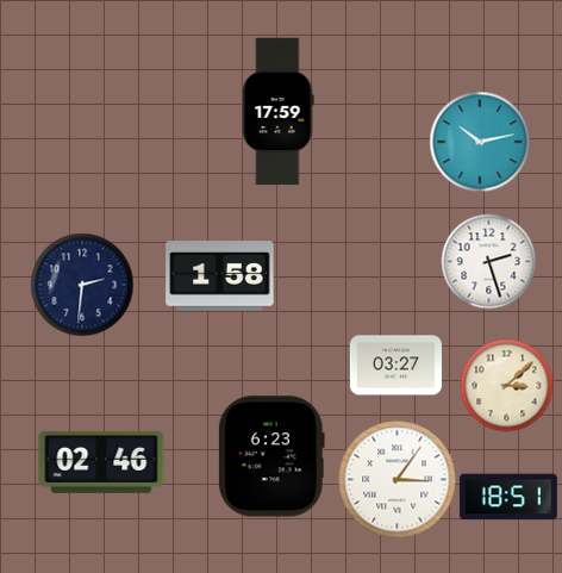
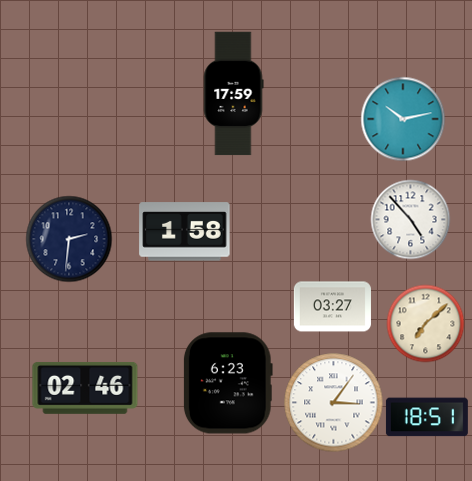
clock at (488, 261): 2:27 -> 4:53
clock at (506, 385): 3:08 -> 7:08
